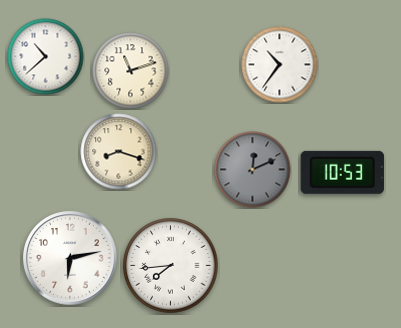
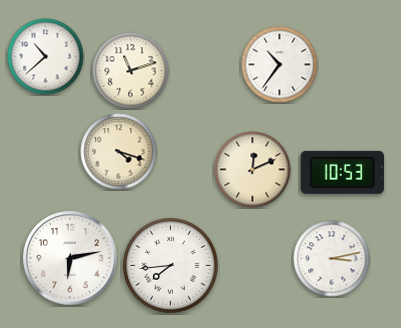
clock at (119, 152): 8:18 -> 4:18
clock at (253, 170) dial: grey -> cream
clock at (332, 259): none -> 3:13
